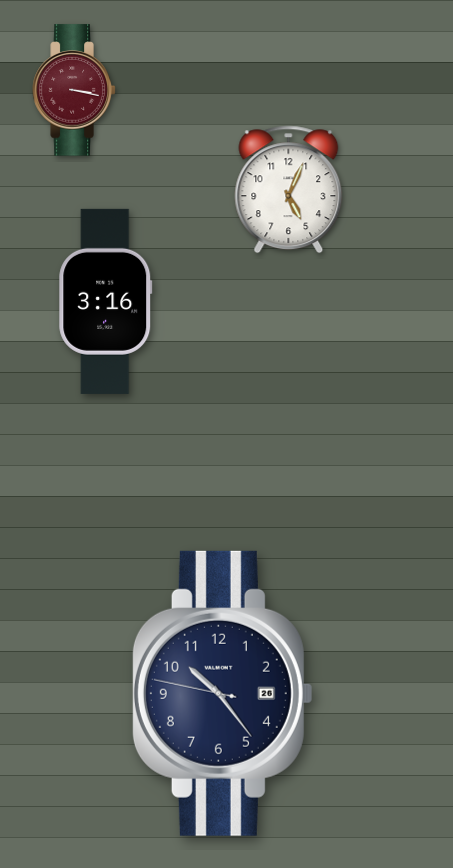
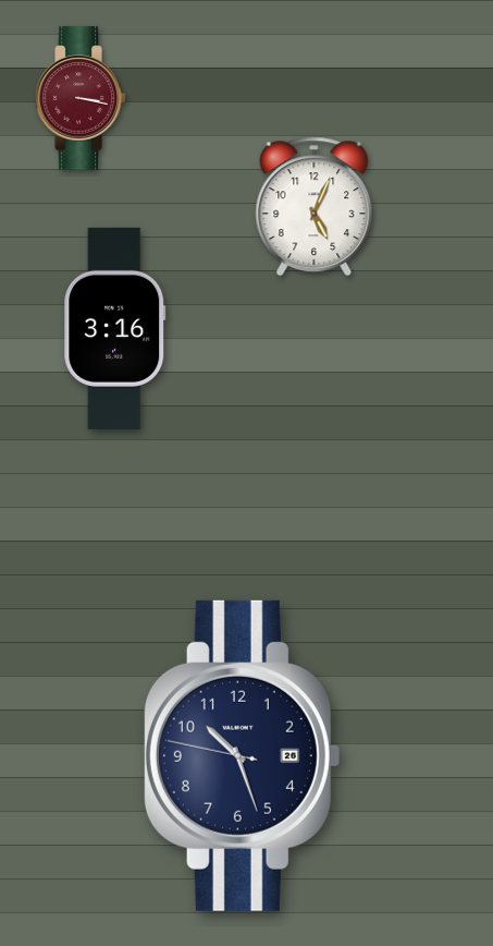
clock at (222, 693): 10:23 -> 10:26
